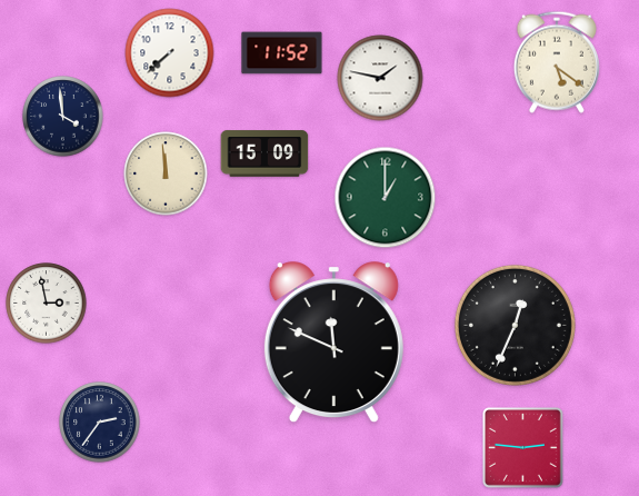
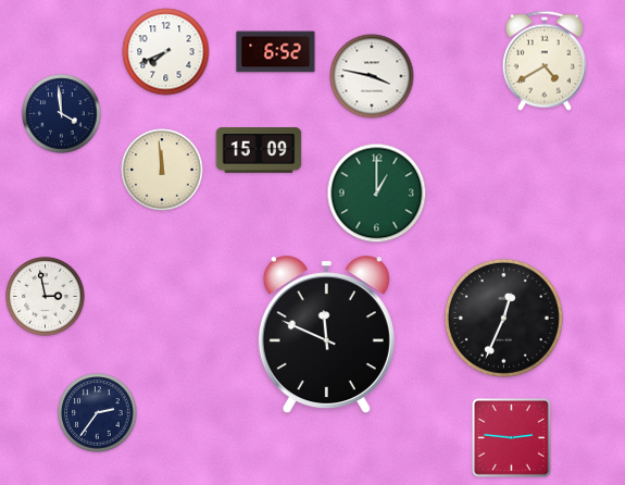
clock at (170, 53): 7:38 -> 7:41
clock at (282, 53): 11:52 -> 6:52
clock at (557, 62): 5:21 -> 4:40
clock at (380, 78): 1:47 -> 3:47
